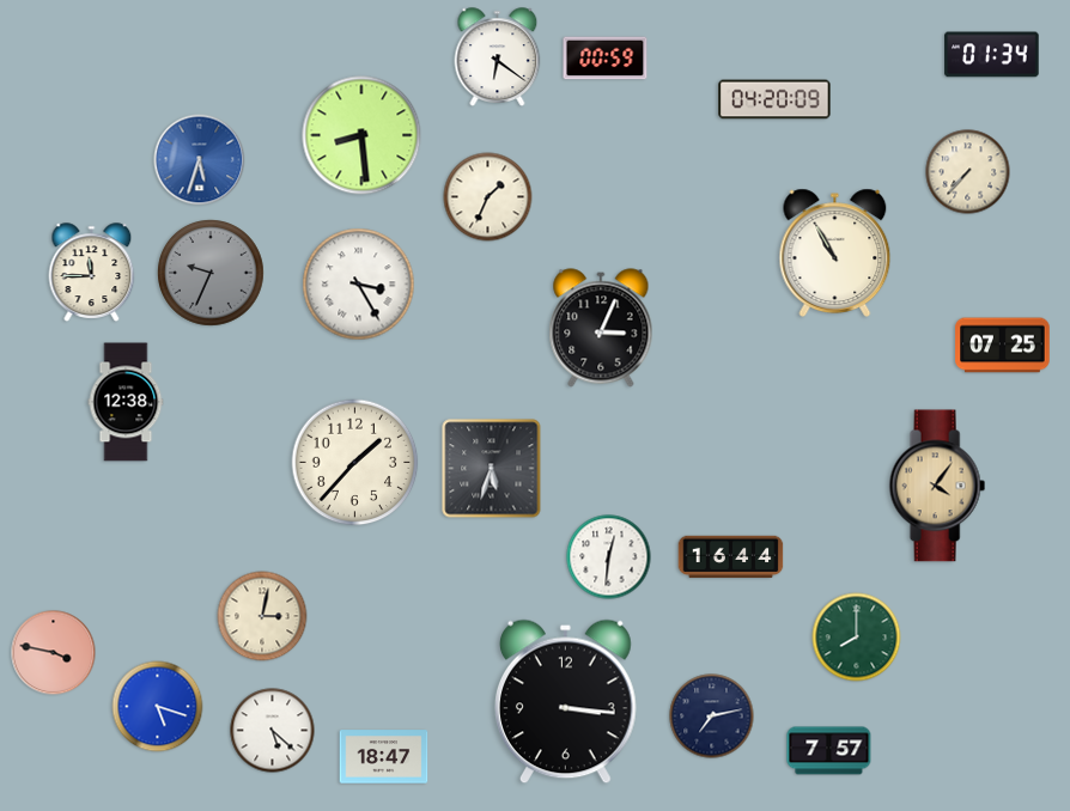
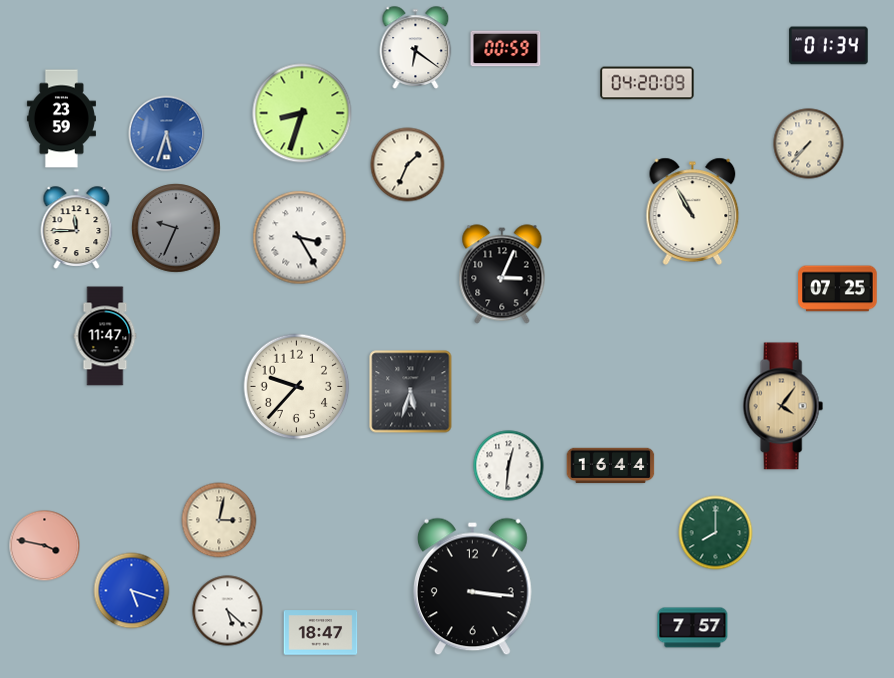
clock at (361, 135): 8:29 -> 8:33
clock at (61, 119): none -> 23:59
clock at (835, 252) position: (835, 252) -> (693, 211)
clock at (126, 402): 12:38 -> 11:47
clock at (355, 463): 1:37 -> 9:37
clock at (262, 616) position: (262, 616) -> (219, 520)
clock at (712, 717): 7:13 -> none
